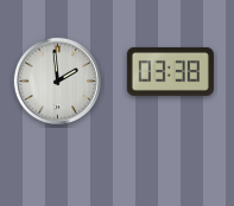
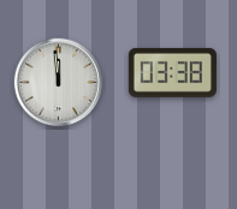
clock at (58, 82): 1:59 -> 11:59
